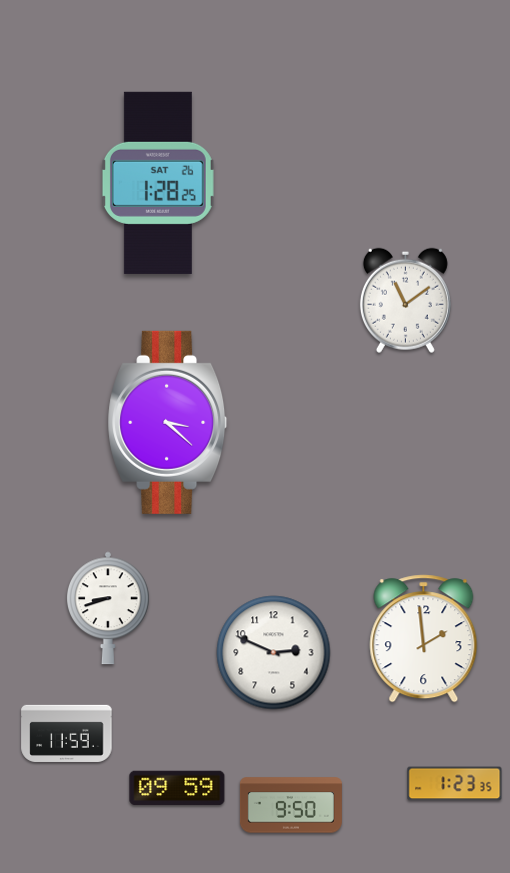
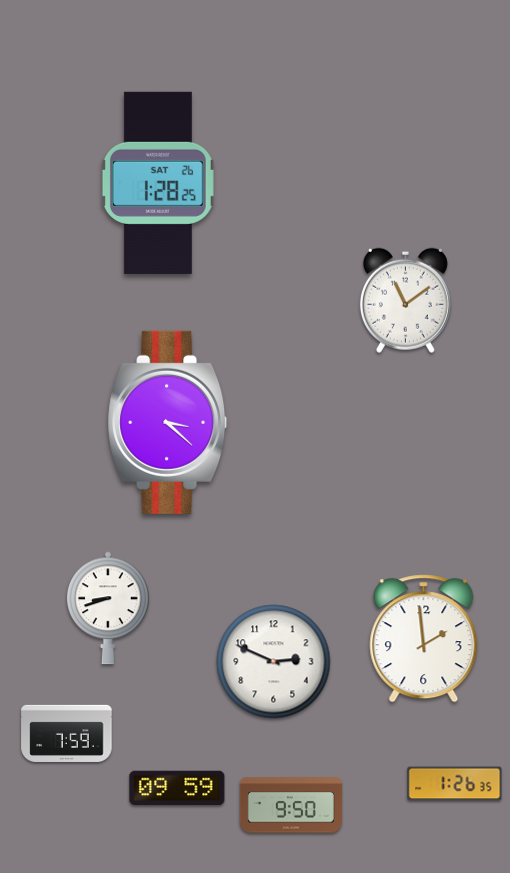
clock at (274, 653) position: (274, 653) -> (274, 662)
clock at (67, 733): 11:59 -> 7:59
clock at (455, 784): 1:23 -> 1:26
